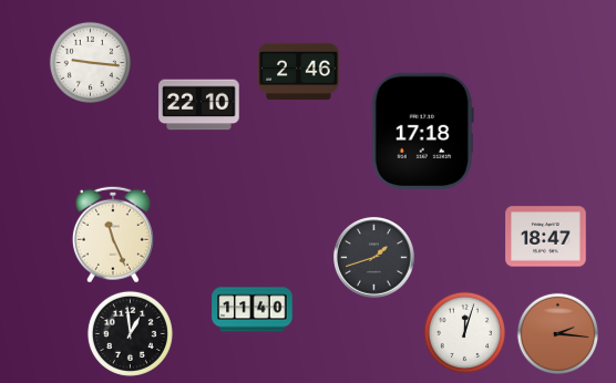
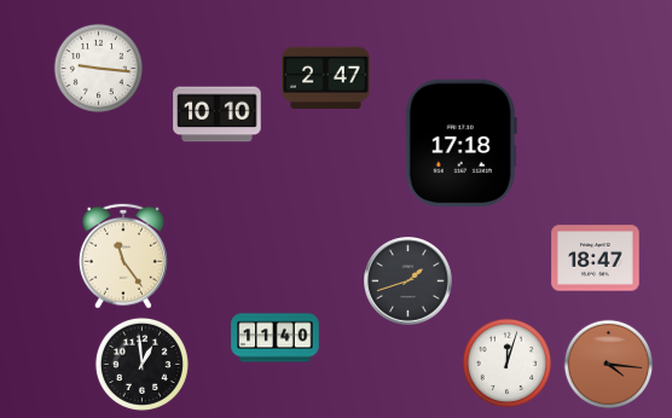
clock at (299, 72): 2:46 -> 2:47
clock at (199, 105): 22:10 -> 10:10
clock at (113, 235): 11:26 -> 11:24
clock at (557, 333): 2:16 -> 4:16
